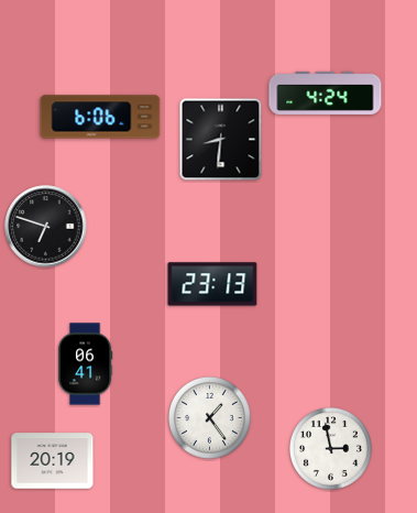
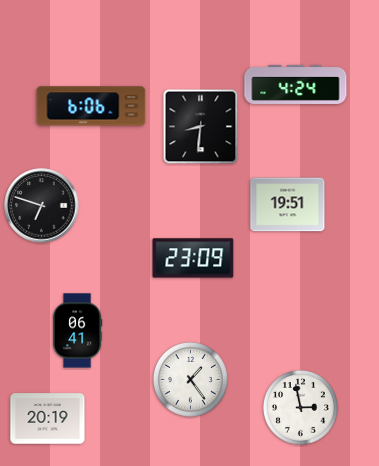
clock at (288, 205): none -> 19:51
clock at (212, 284): 23:13 -> 23:09
